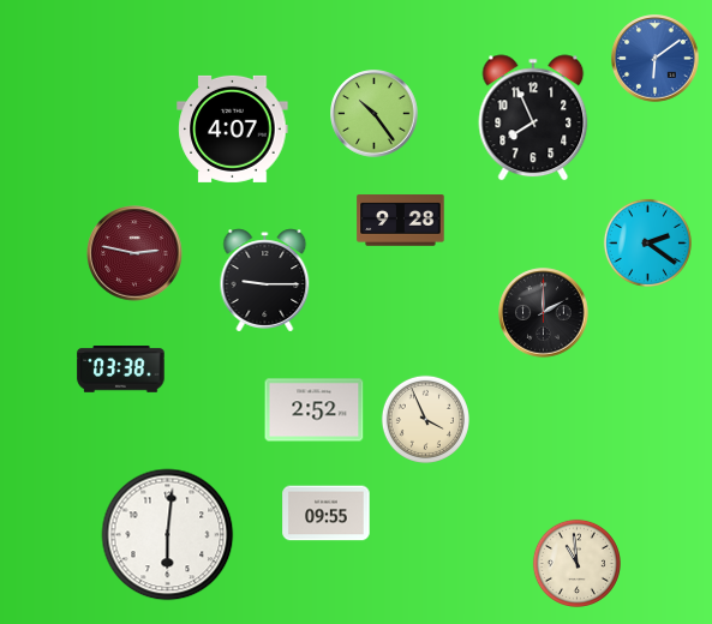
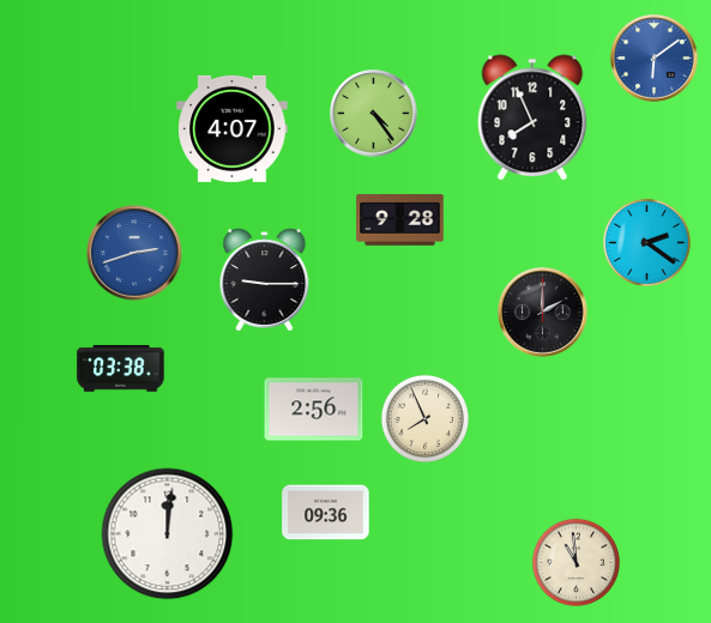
clock at (375, 114): 10:24 -> 4:24
clock at (134, 253): 2:47 -> 2:42
clock at (134, 253) dial: burgundy -> blue
clock at (315, 410): 2:52 -> 2:56
clock at (425, 419): 3:56 -> 7:56
clock at (327, 514): 09:55 -> 09:36
clock at (168, 535): 6:01 -> 12:01
